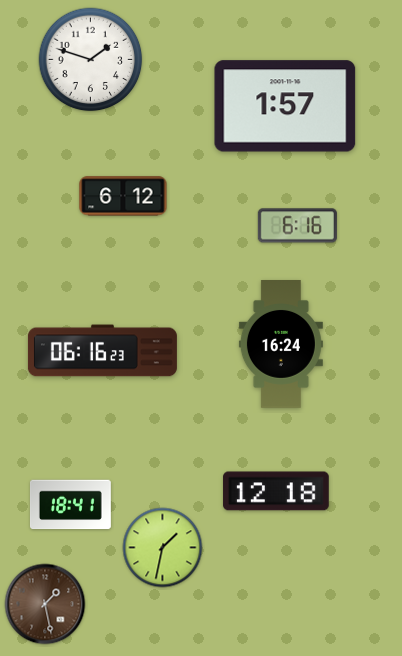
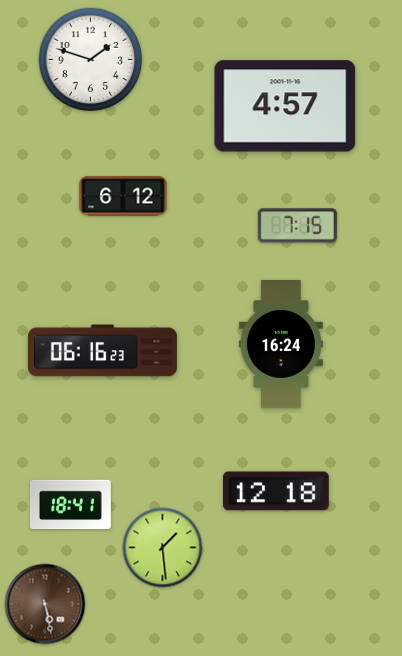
clock at (285, 106): 1:57 -> 4:57
clock at (297, 226): 6:16 -> 7:15
clock at (163, 548): 1:32 -> 1:29
clock at (45, 604): 1:28 -> 5:28
